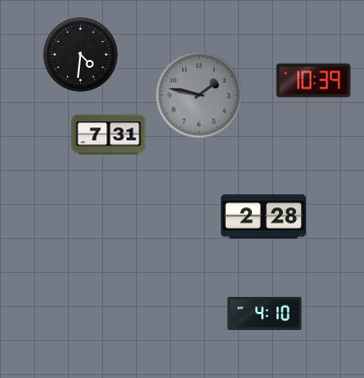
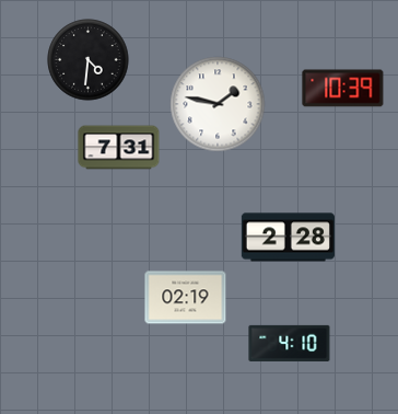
clock at (199, 95) dial: grey -> white
clock at (186, 298): none -> 02:19
